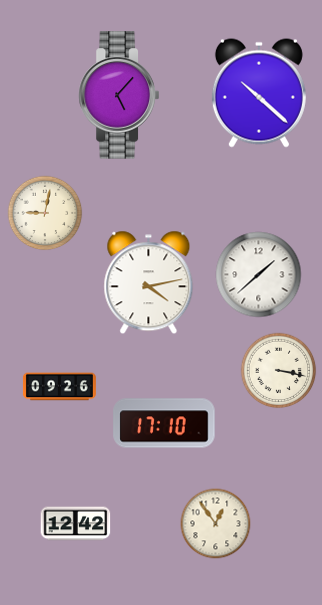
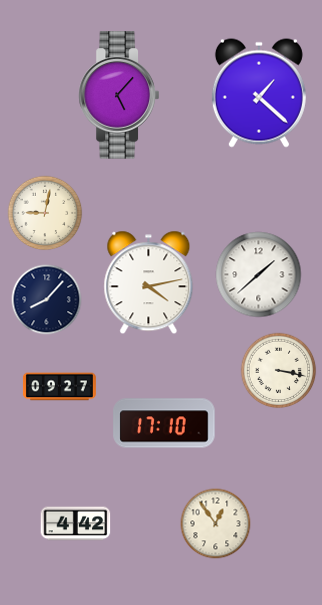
clock at (259, 93): 10:22 -> 1:22
clock at (47, 300): none -> 8:07
clock at (59, 387): 09:26 -> 09:27
clock at (76, 524): 12:42 -> 4:42
